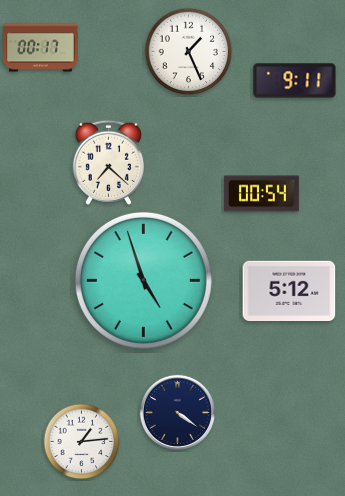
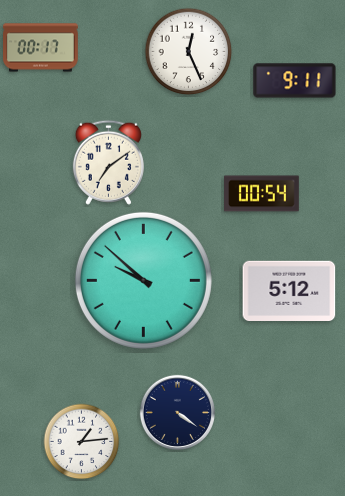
clock at (189, 52): 1:26 -> 12:26
clock at (108, 162): 7:22 -> 7:09
clock at (143, 280): 4:57 -> 9:52
